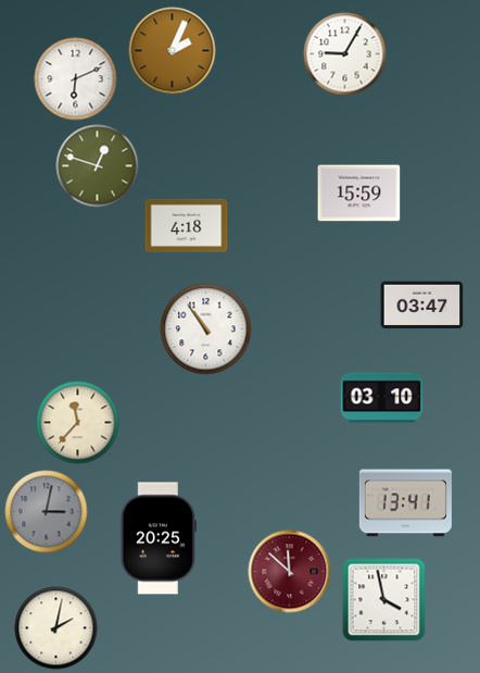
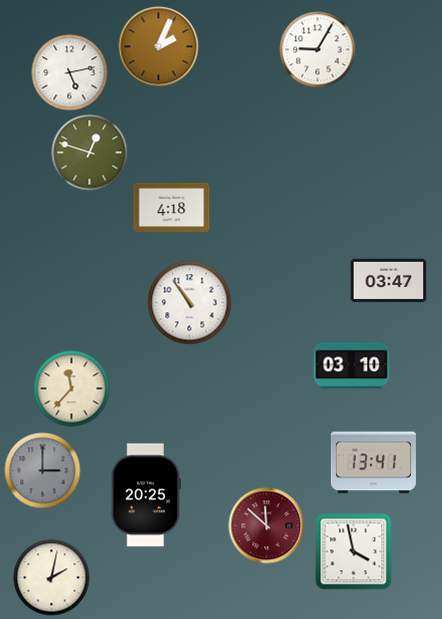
clock at (76, 79): 6:11 -> 5:13
clock at (359, 194): 15:59 -> none
clock at (47, 512): 3:02 -> 3:00
